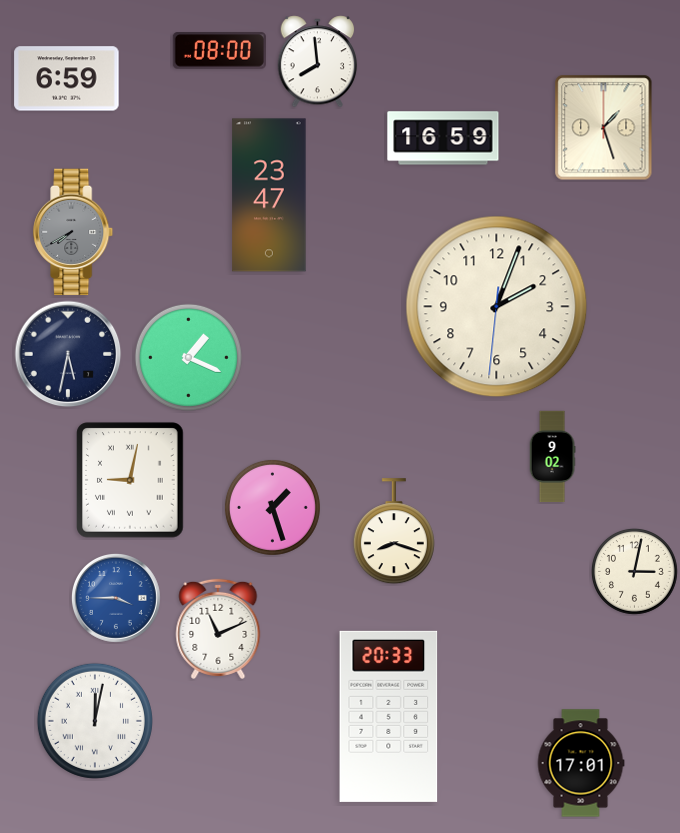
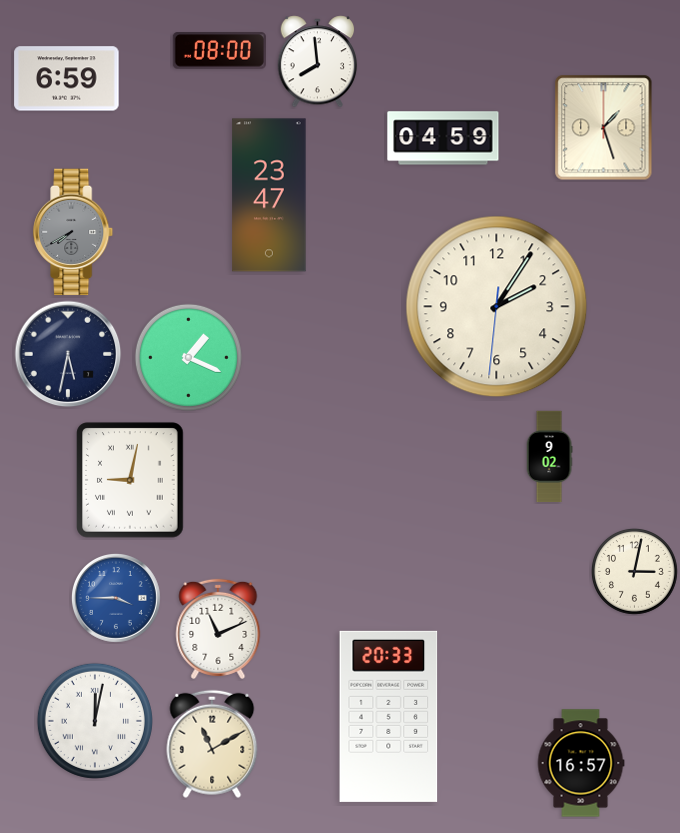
clock at (443, 138): 16:59 -> 04:59
clock at (497, 307): 2:03 -> 2:05
clock at (552, 457) position: (552, 457) -> (549, 457)
clock at (272, 507): 1:27 -> none
clock at (394, 532): 8:18 -> none
clock at (212, 744): none -> 11:10
clock at (581, 763): 17:01 -> 16:57
